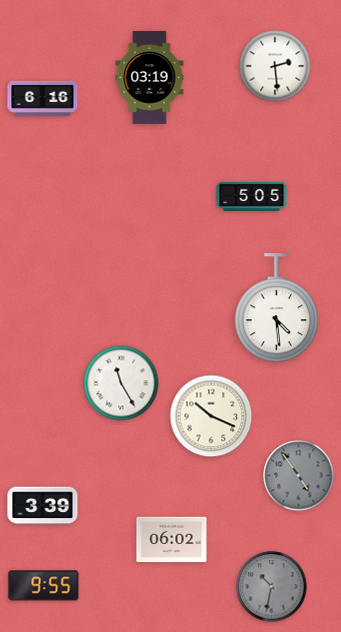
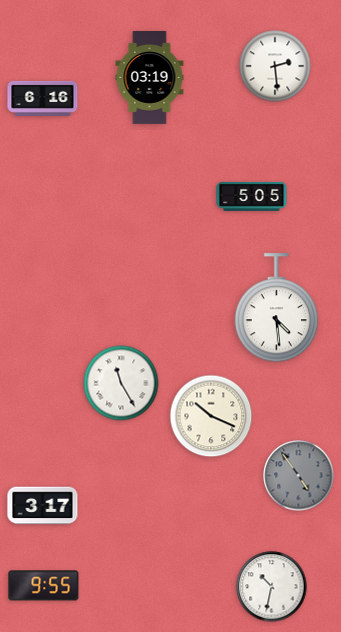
clock at (43, 506): 3:39 -> 3:17
clock at (172, 540): 06:02 -> none
clock at (272, 587) dial: grey -> white
